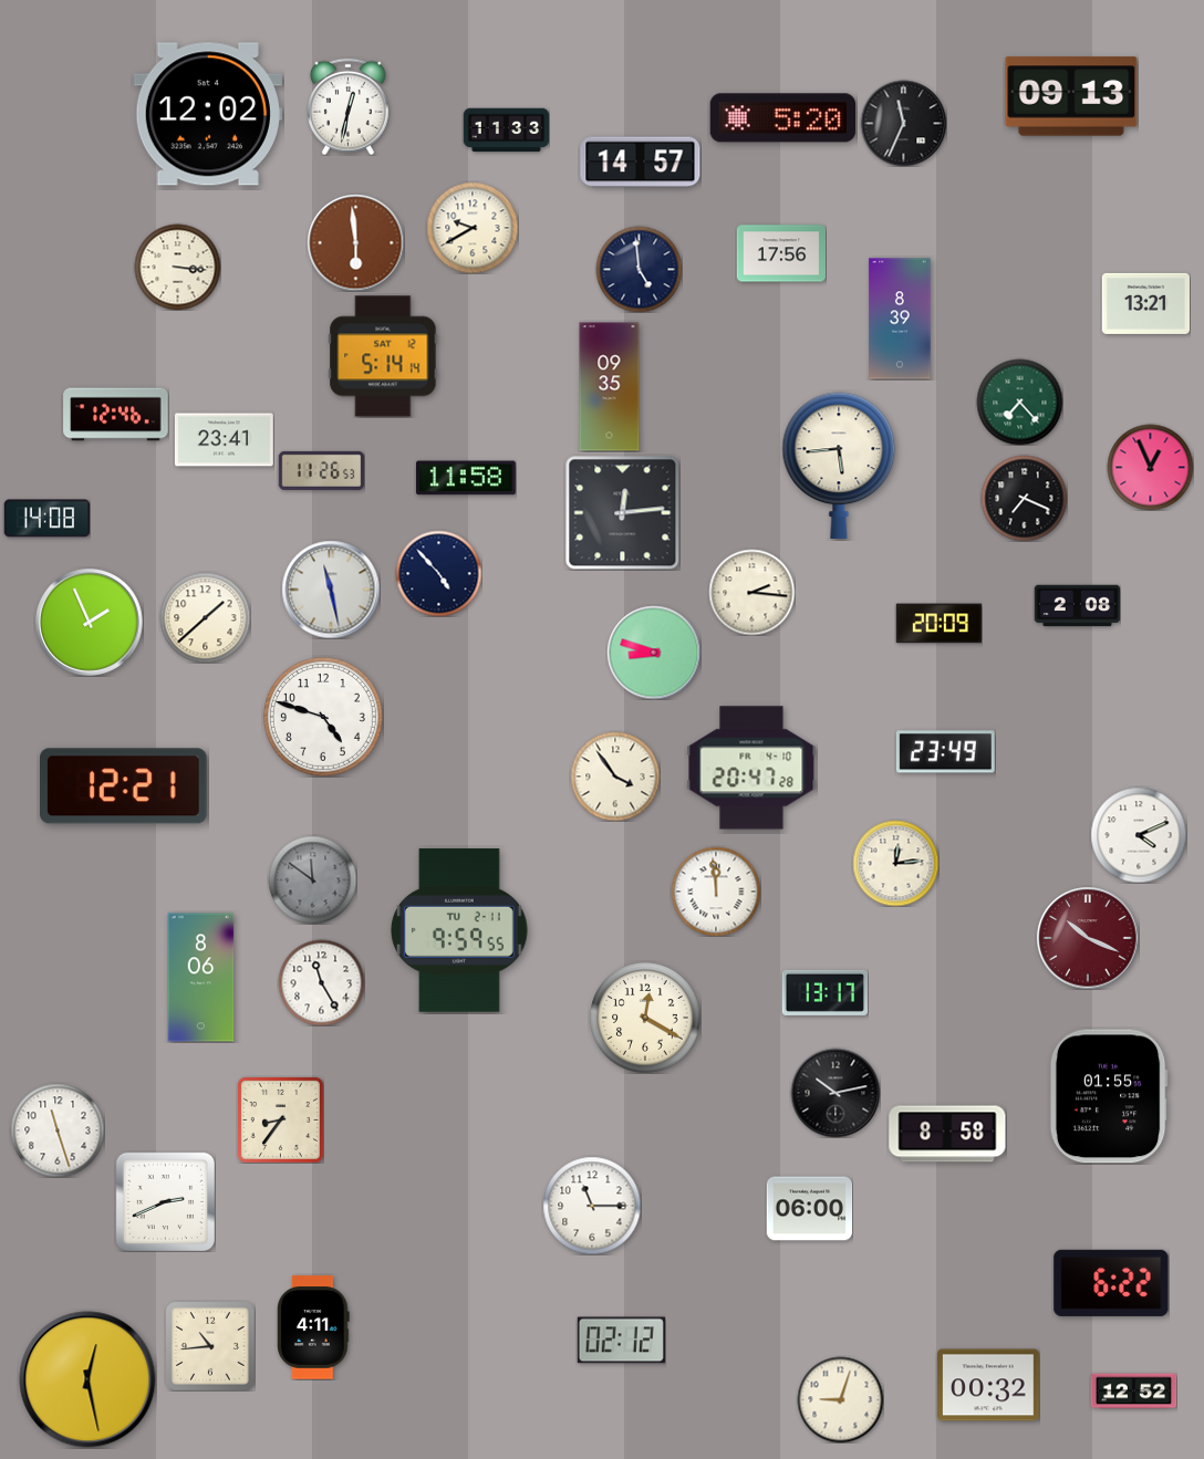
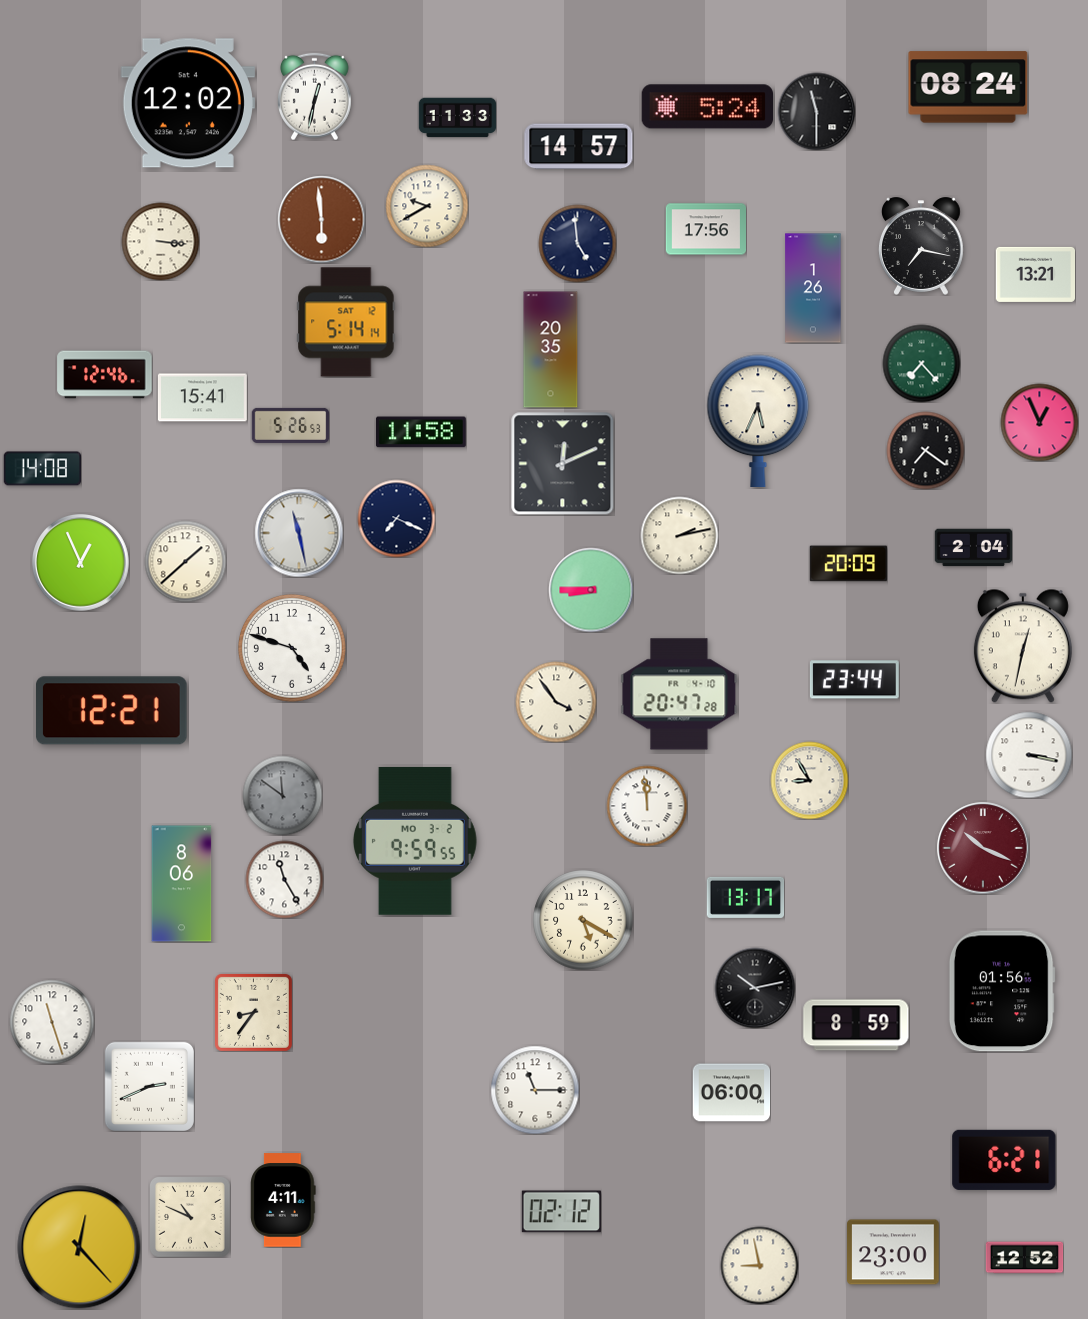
clock at (1071, 96): 09:13 -> 08:24
clock at (782, 118): 5:20 -> 5:24
clock at (903, 123): 11:34 -> 11:30
clock at (921, 246): none -> 7:17
clock at (900, 319): 8:39 -> 1:26
clock at (610, 387): 09:35 -> 20:35
clock at (224, 440): 23:41 -> 15:41
clock at (839, 465): 5:44 -> 5:34
clock at (321, 470): 11:26 -> 5:26
clock at (1024, 498): 7:19 -> 7:21
clock at (622, 512): 12:14 -> 12:11
clock at (438, 573): 4:53 -> 7:19
clock at (751, 592): 2:16 -> 2:13
clock at (1077, 606): 2:08 -> 2:04
clock at (205, 617) position: (205, 617) -> (185, 561)
clock at (90, 623): 1:56 -> 12:56
clock at (654, 653): 8:48 -> 8:45
clock at (1023, 646): none -> 12:32
clock at (945, 752): 23:49 -> 23:44
clock at (1139, 835): 4:11 -> 3:17
clock at (895, 863): 12:14 -> 8:55
clock at (459, 930) date: TU 2-11 -> MO 3-2
clock at (321, 982) position: (321, 982) -> (284, 879)
clock at (645, 1018): 12:20 -> 5:20
clock at (1109, 1096): 01:55 -> 01:56
clock at (947, 1134): 8:58 -> 8:59
clock at (1111, 1283): 6:22 -> 6:21
clock at (210, 1346): 10:44 -> 10:49
clock at (87, 1379): 12:28 -> 12:23
clock at (988, 1385): 00:32 -> 23:00
clock at (840, 1399): 9:03 -> 8:58
